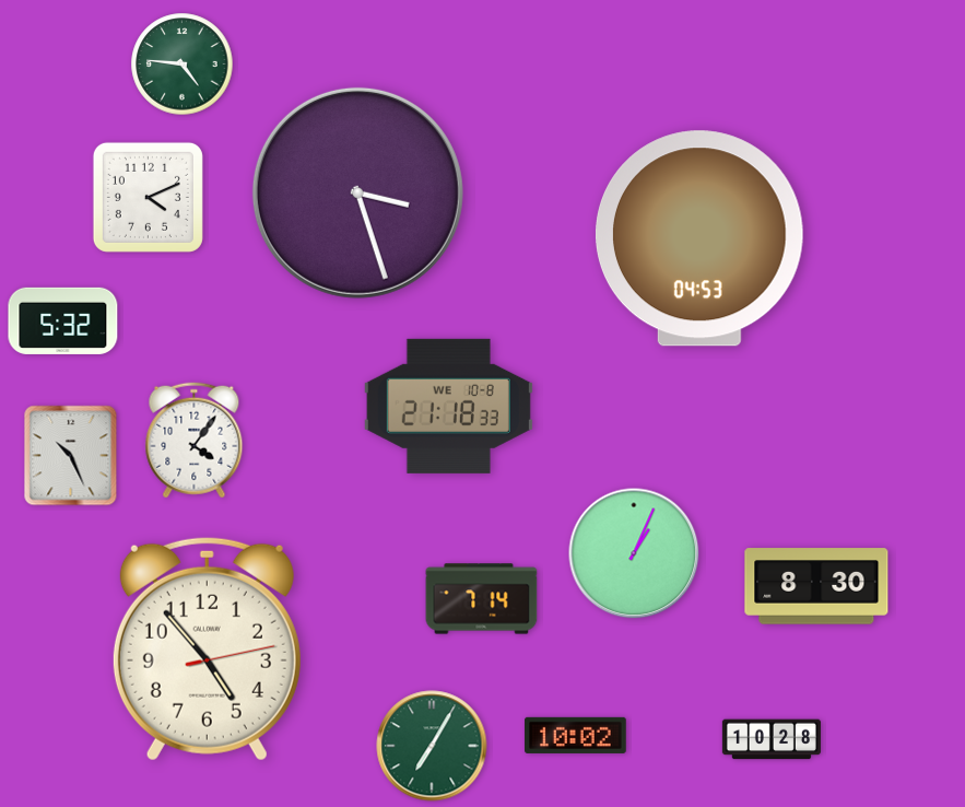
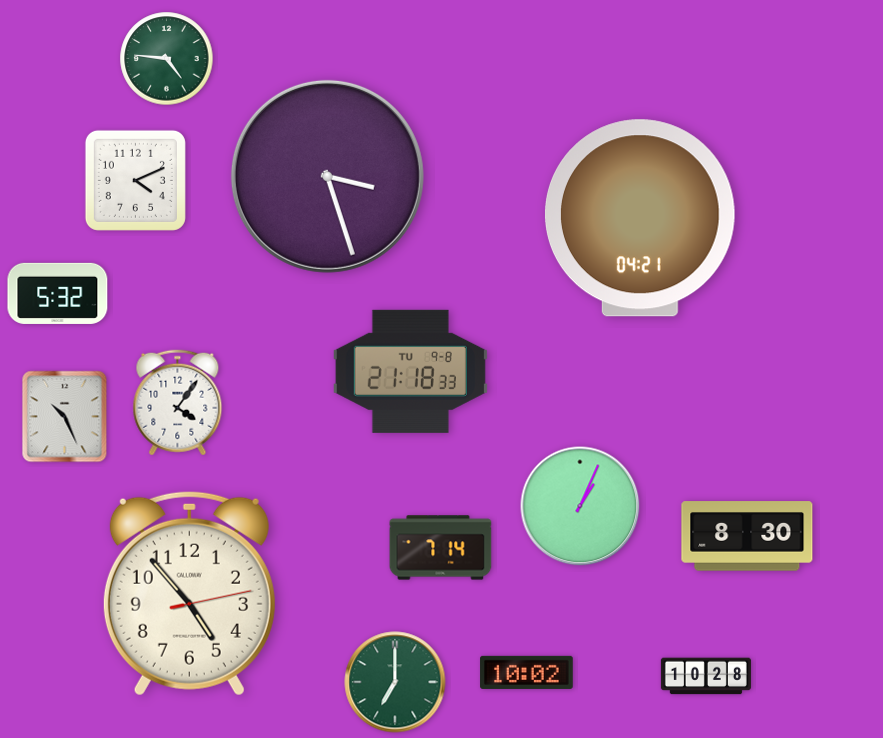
clock at (699, 238): 04:53 -> 04:21
clock at (448, 406) date: WE 10-8 -> TU 9-8
clock at (432, 746): 7:05 -> 7:00
